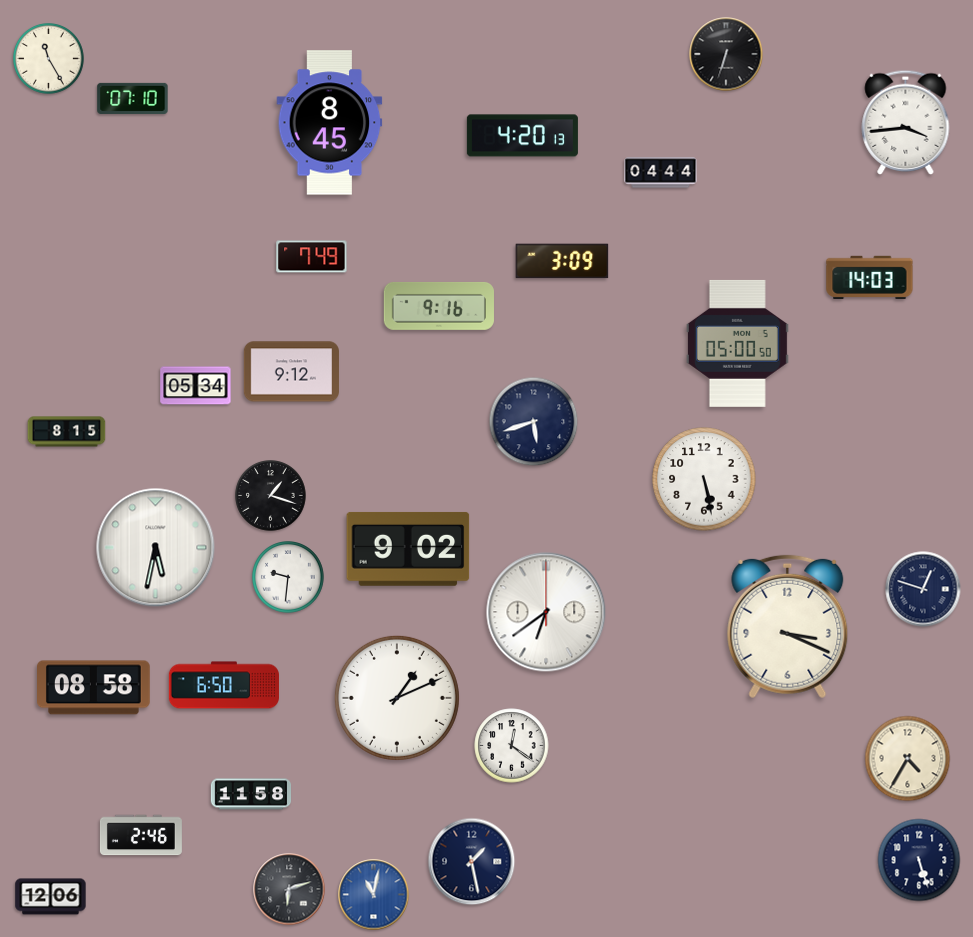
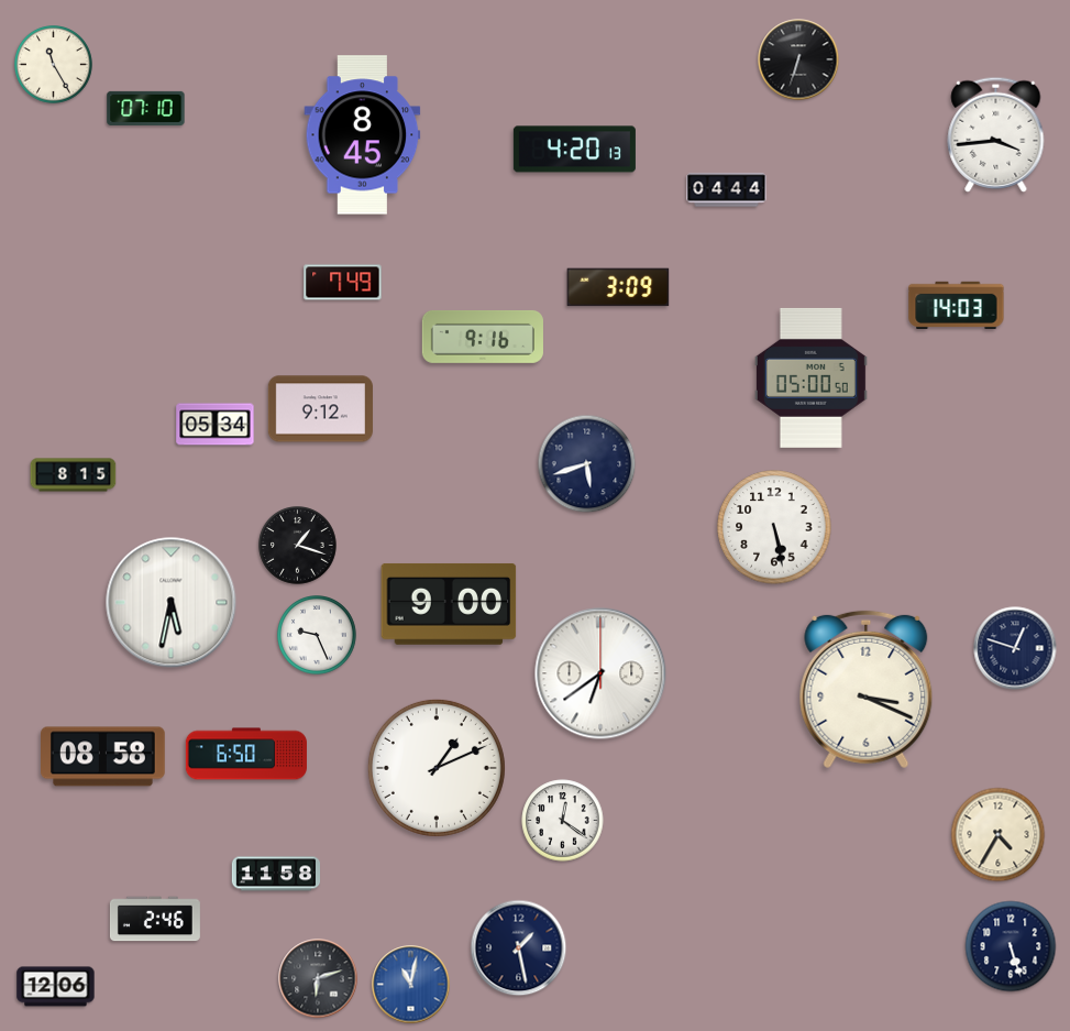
clock at (408, 549): 9:02 -> 9:00
clock at (288, 577): 9:31 -> 9:26
